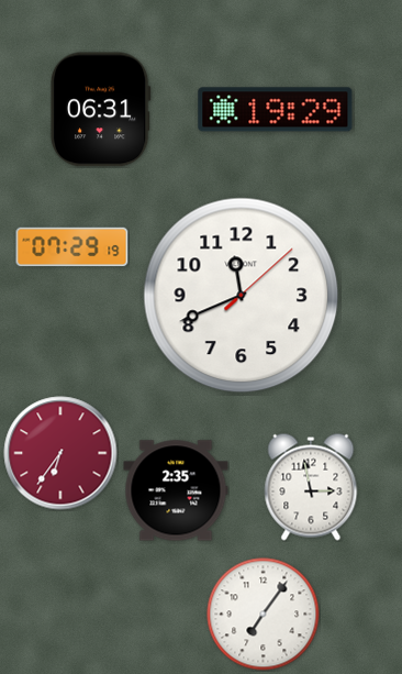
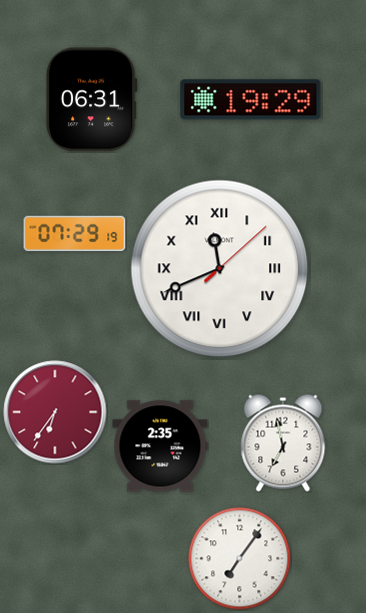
clock at (72, 247) position: (72, 247) -> (75, 234)
clock at (242, 296) numerals: Arabic -> Roman
clock at (311, 487): 2:58 -> 6:58
